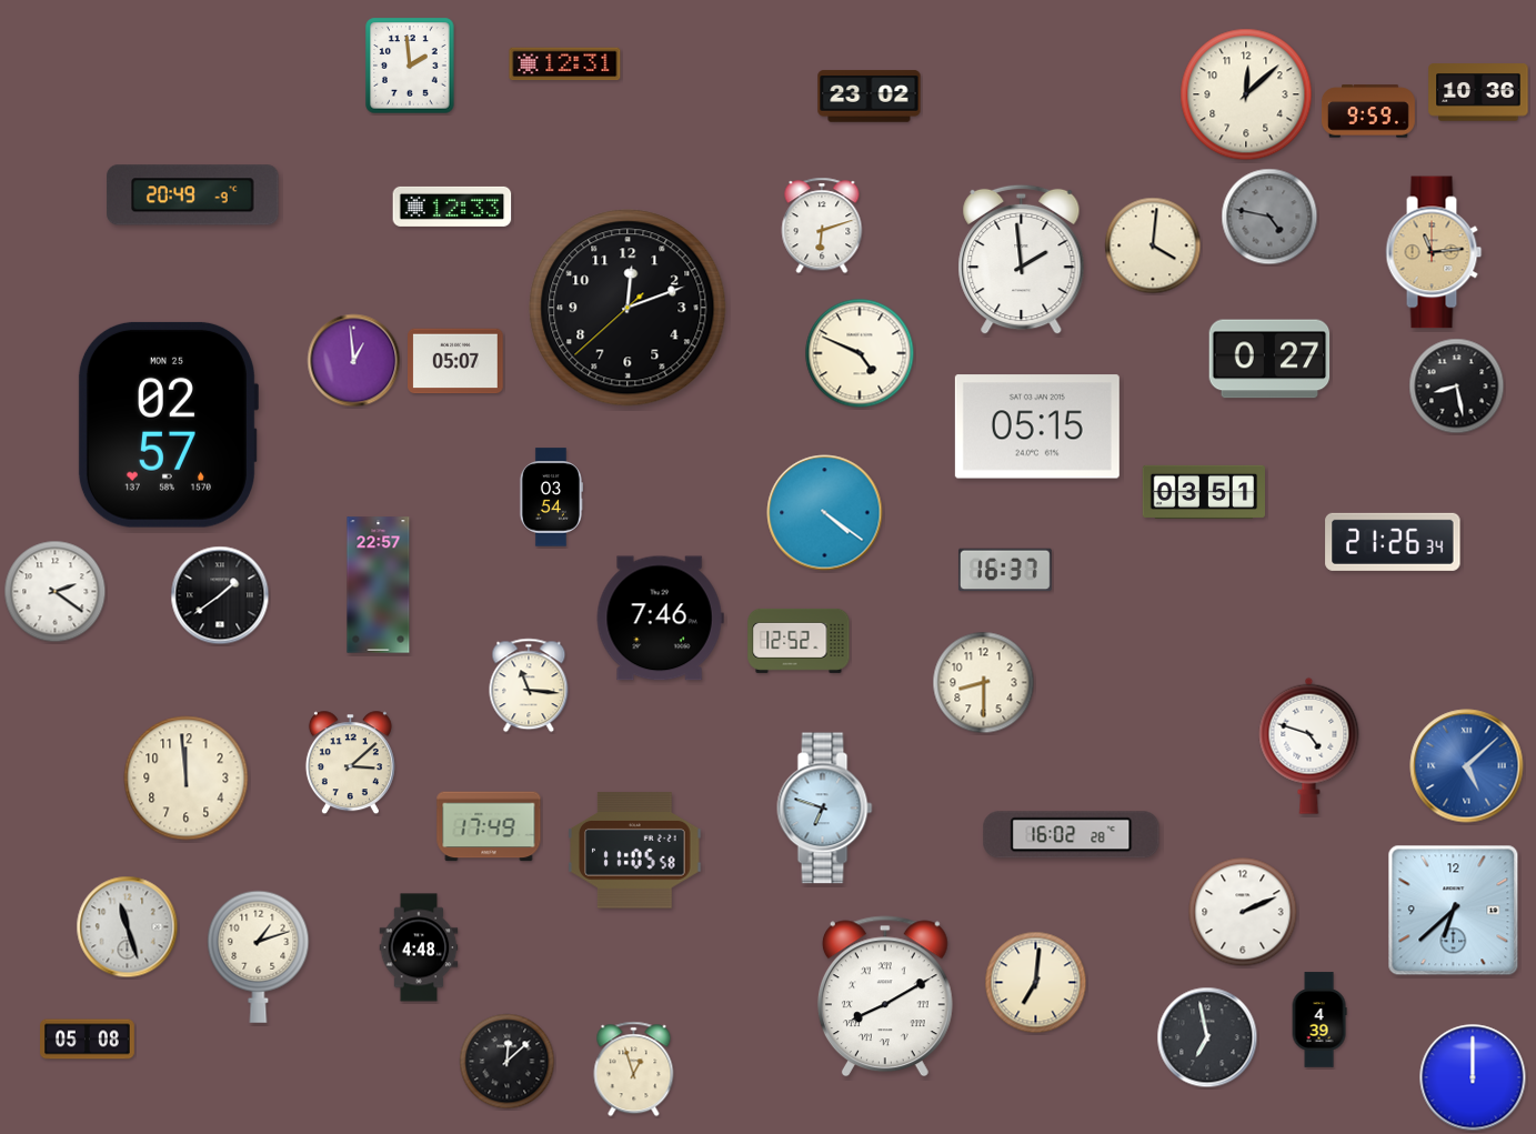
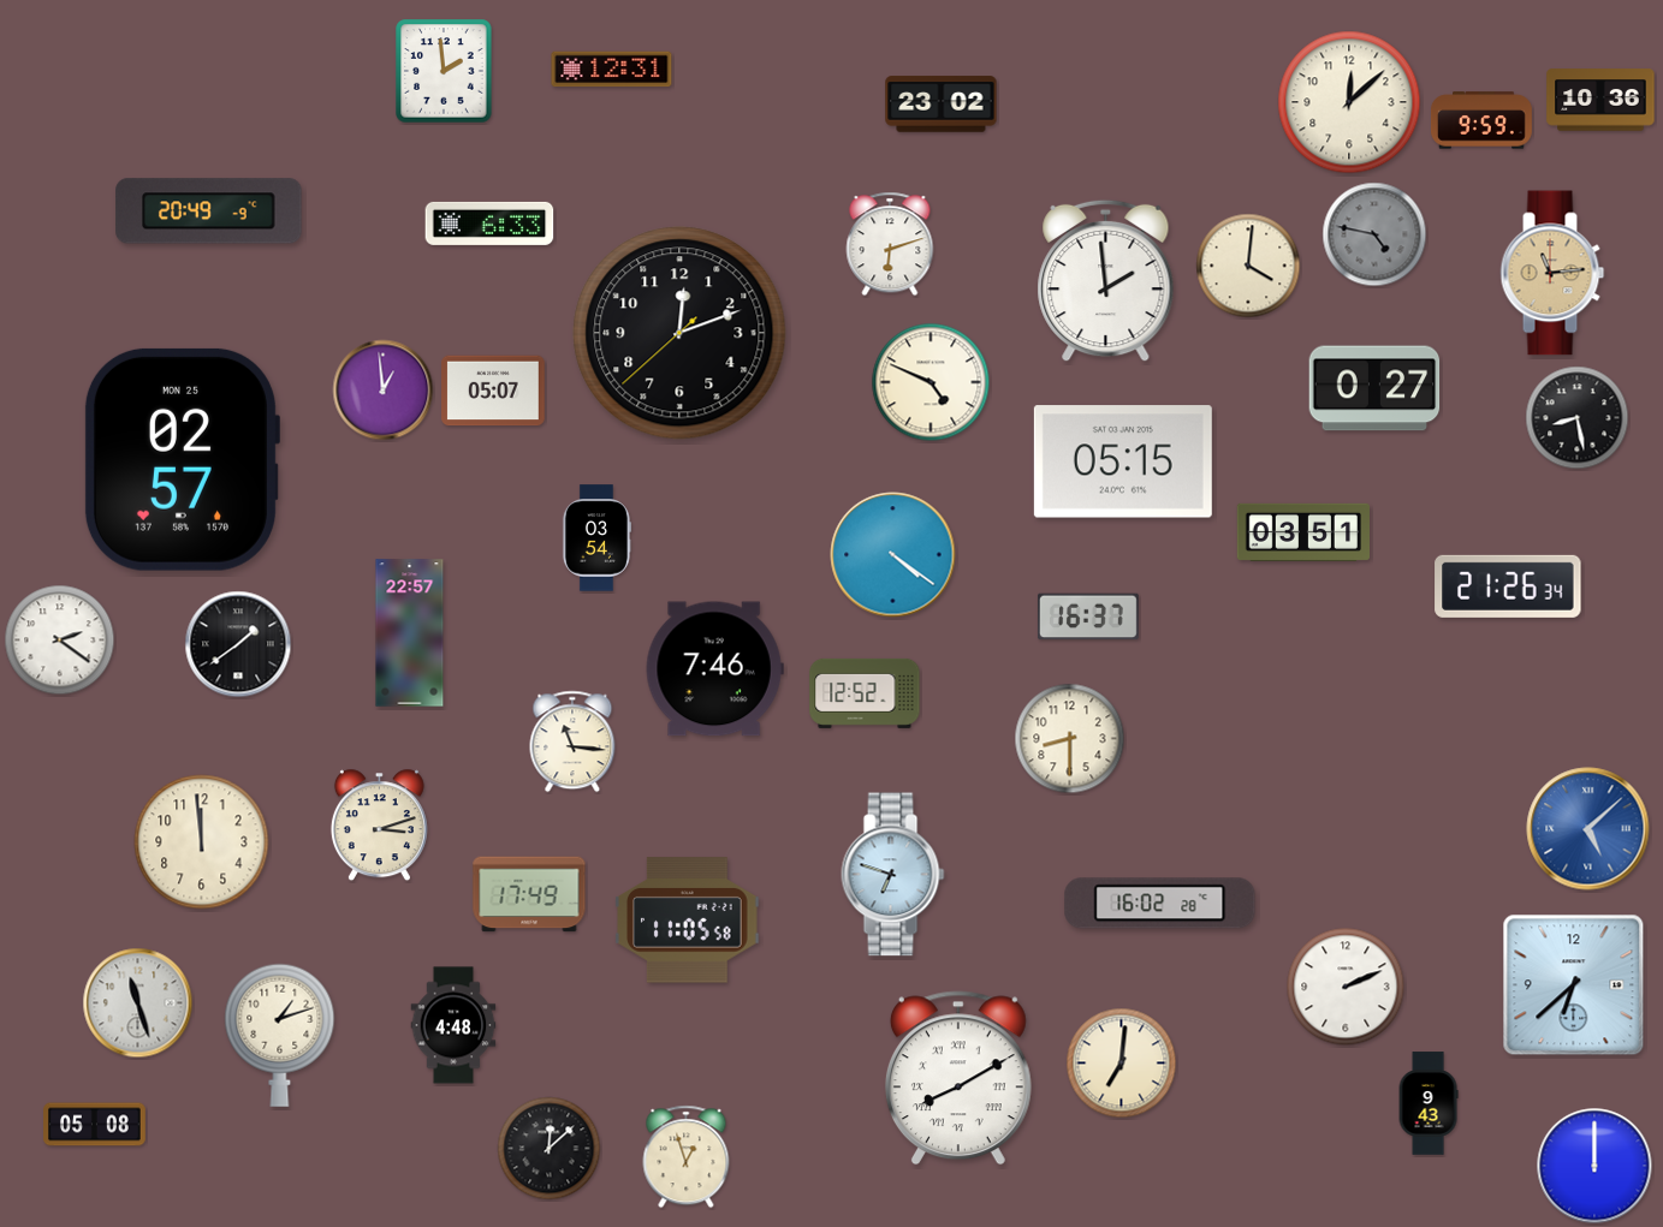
clock at (452, 207): 12:33 -> 6:33
clock at (984, 683) position: (984, 683) -> (1070, 739)
clock at (1309, 745): 4:48 -> none
clock at (350, 763): 3:08 -> 3:12
clock at (1319, 1020): 4:39 -> 9:43
clock at (1207, 1037): 6:58 -> none
